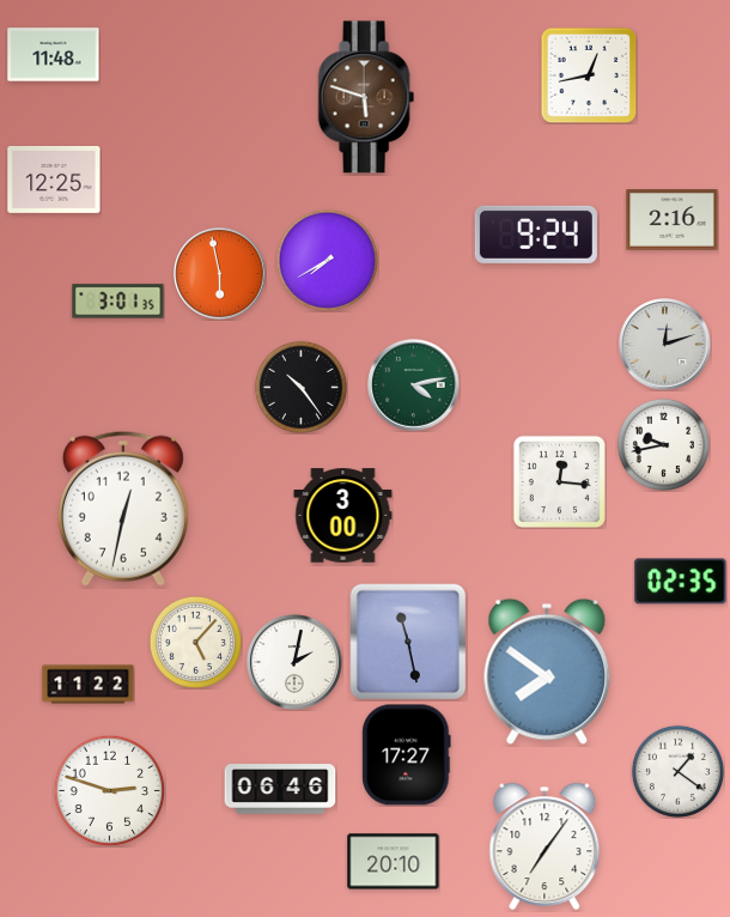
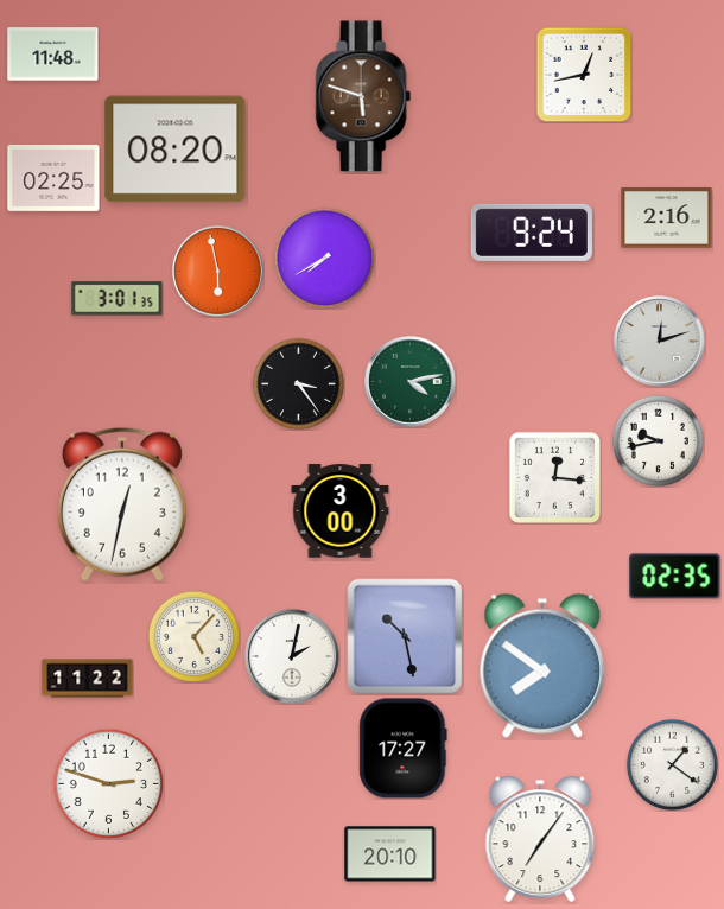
clock at (176, 150): none -> 08:20
clock at (54, 180): 12:25 -> 02:25
clock at (300, 387): 10:24 -> 3:24
clock at (408, 642): 11:28 -> 10:28
clock at (280, 789): 06:46 -> none
